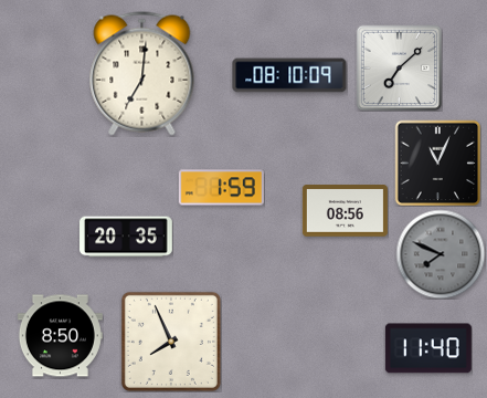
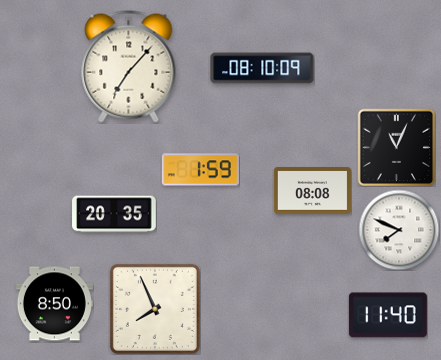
clock at (399, 67): 7:08 -> none
clock at (142, 74): 7:01 -> 7:07
clock at (345, 211): 08:56 -> 08:08
clock at (441, 254) dial: grey -> white
